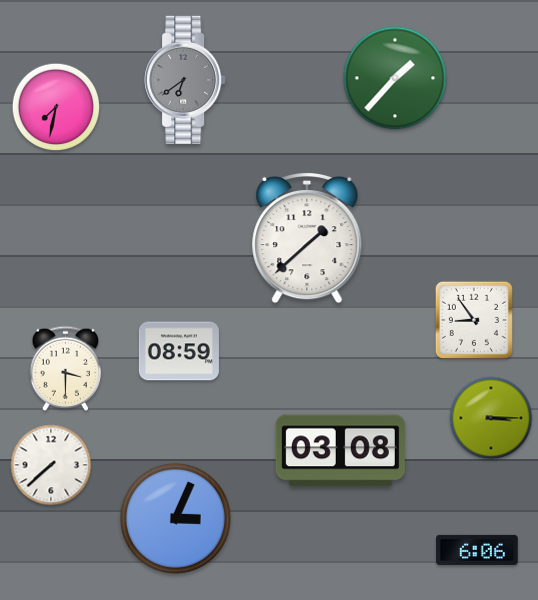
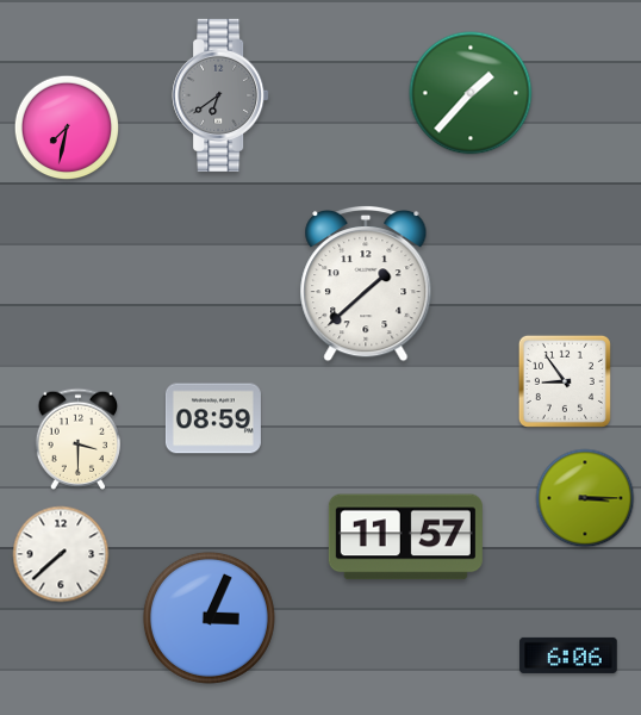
clock at (340, 451): 03:08 -> 11:57
